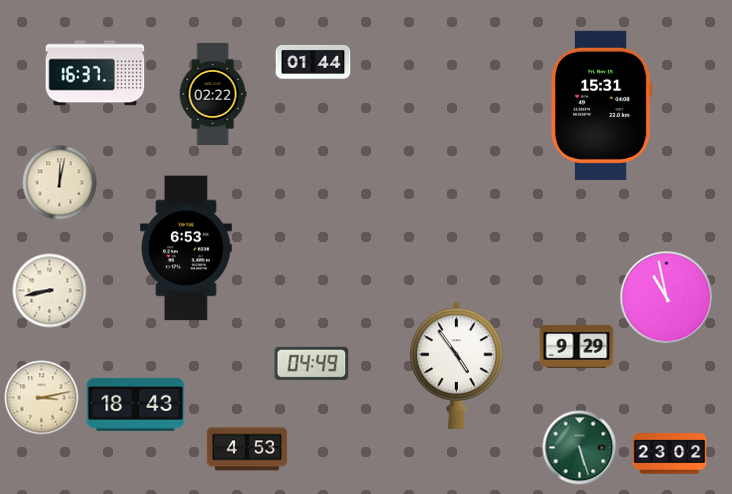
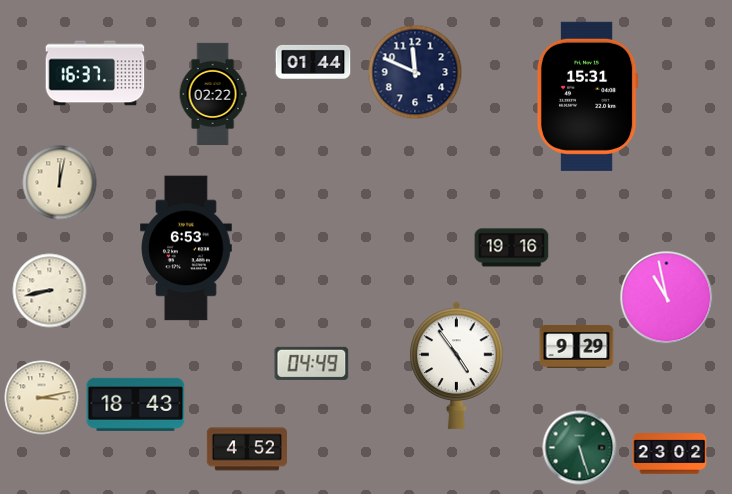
clock at (415, 72): none -> 11:49
clock at (601, 105) position: (601, 105) -> (587, 96)
clock at (512, 248): none -> 19:16
clock at (247, 449): 4:53 -> 4:52
